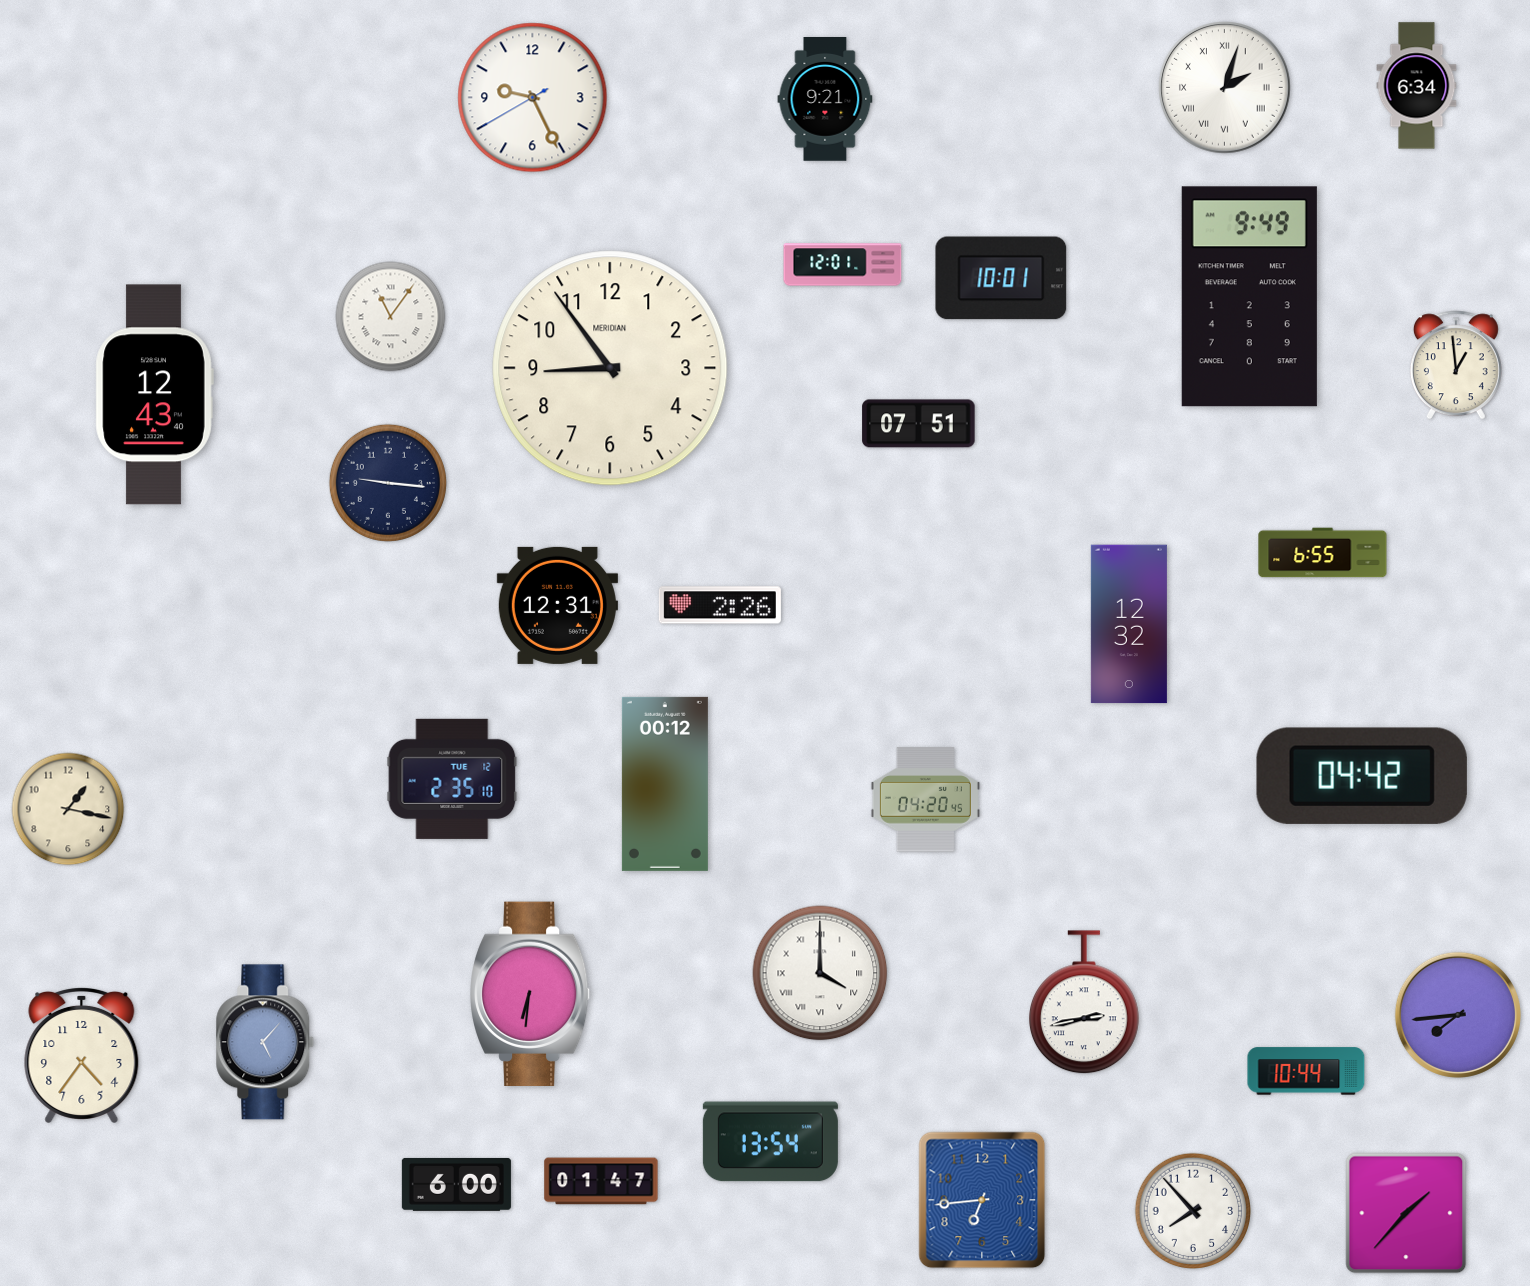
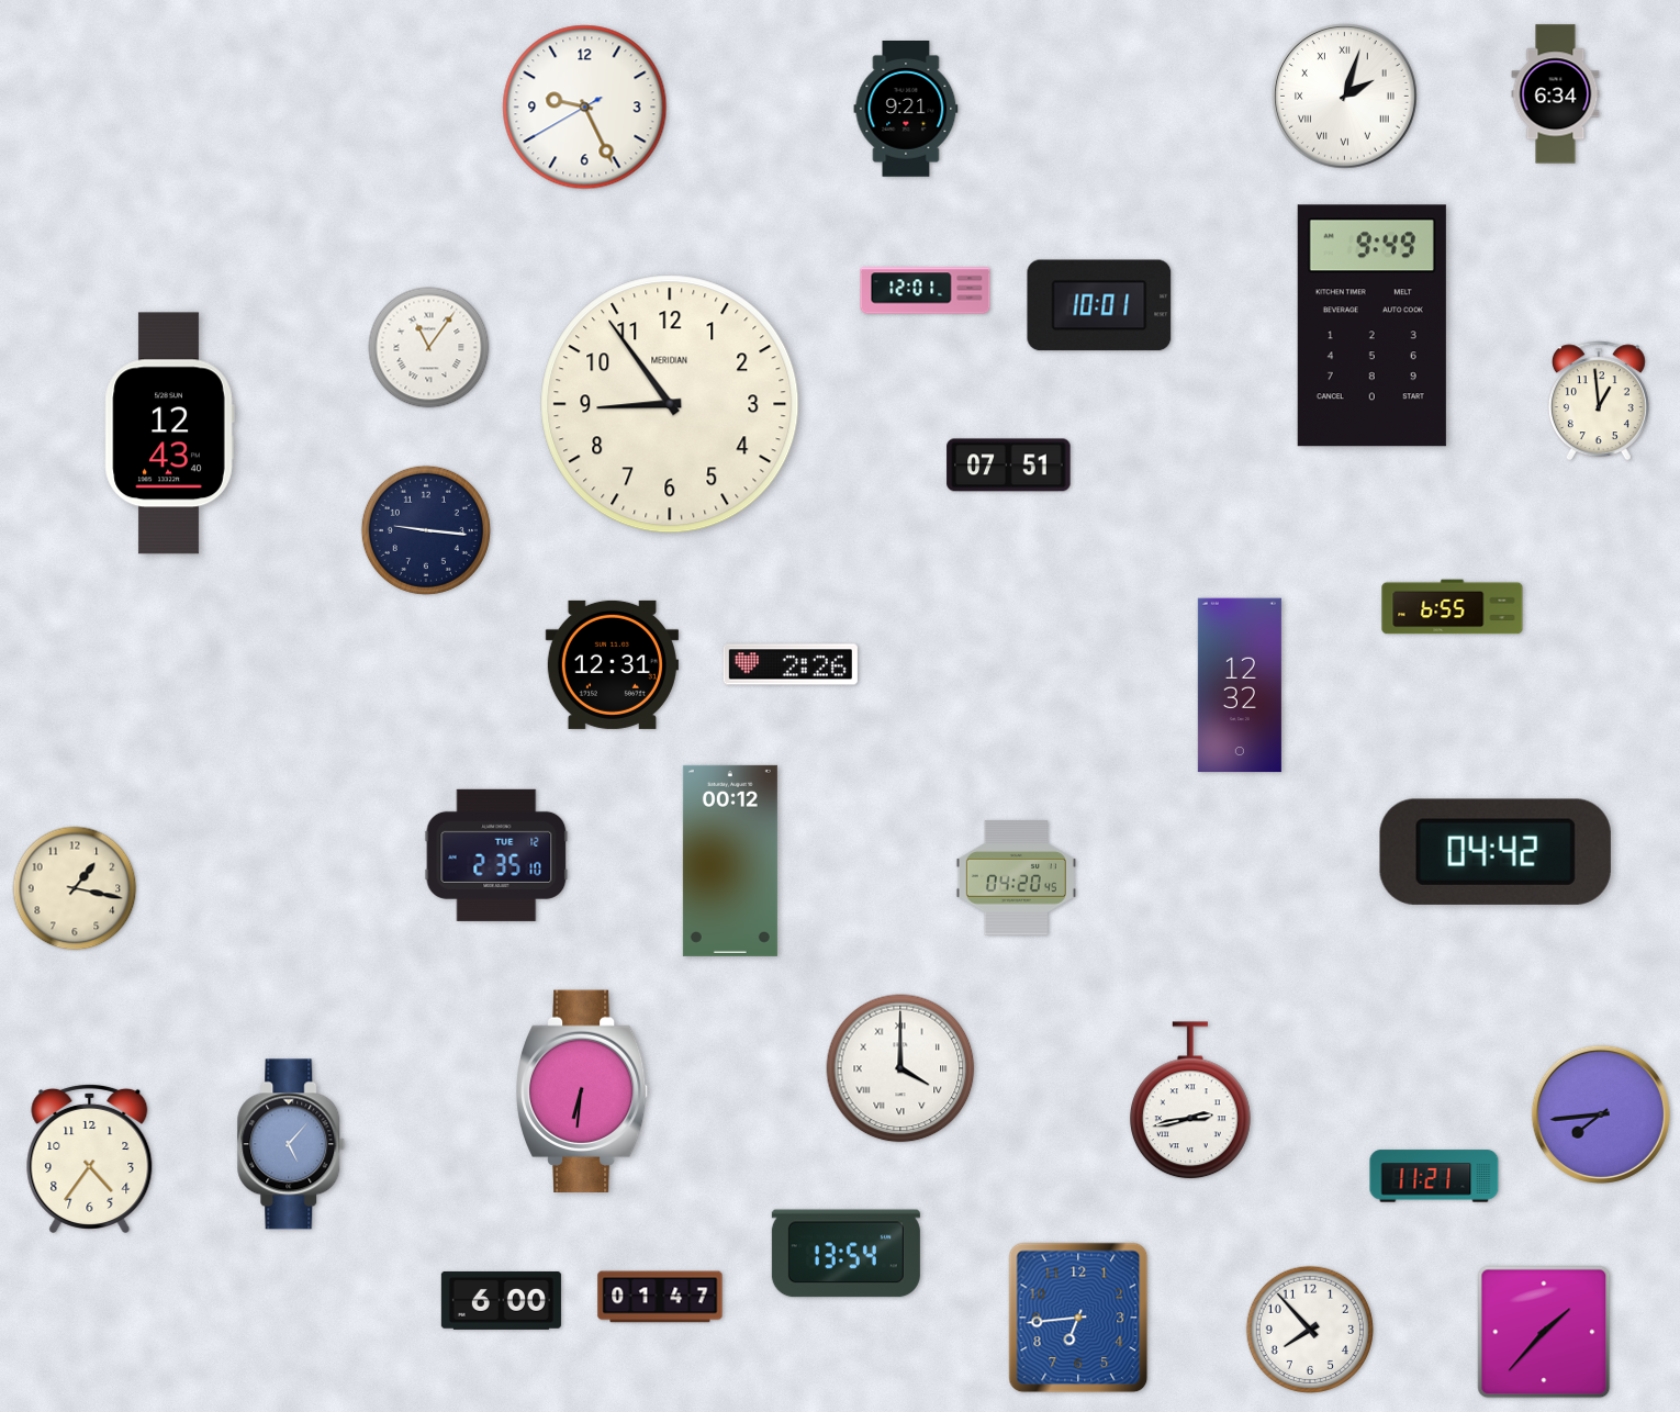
clock at (1306, 1071): 10:44 -> 11:21
